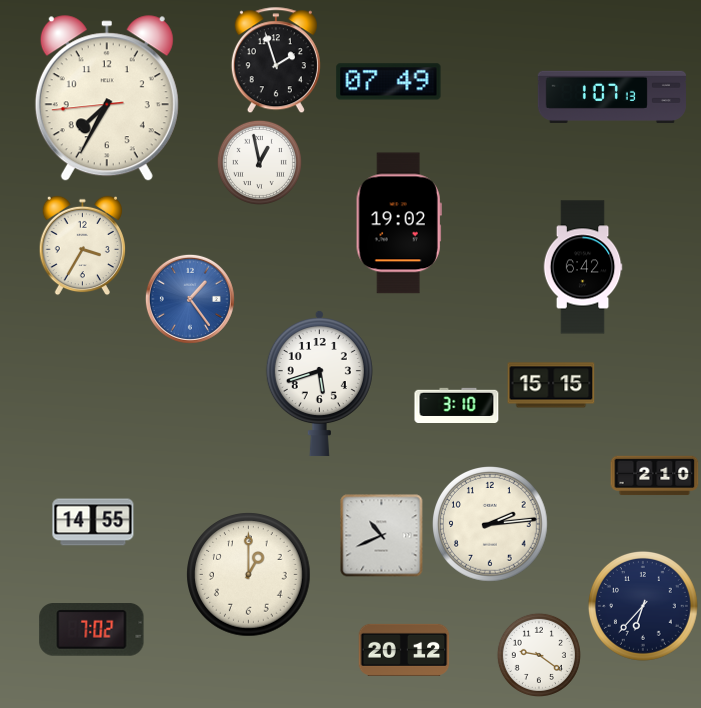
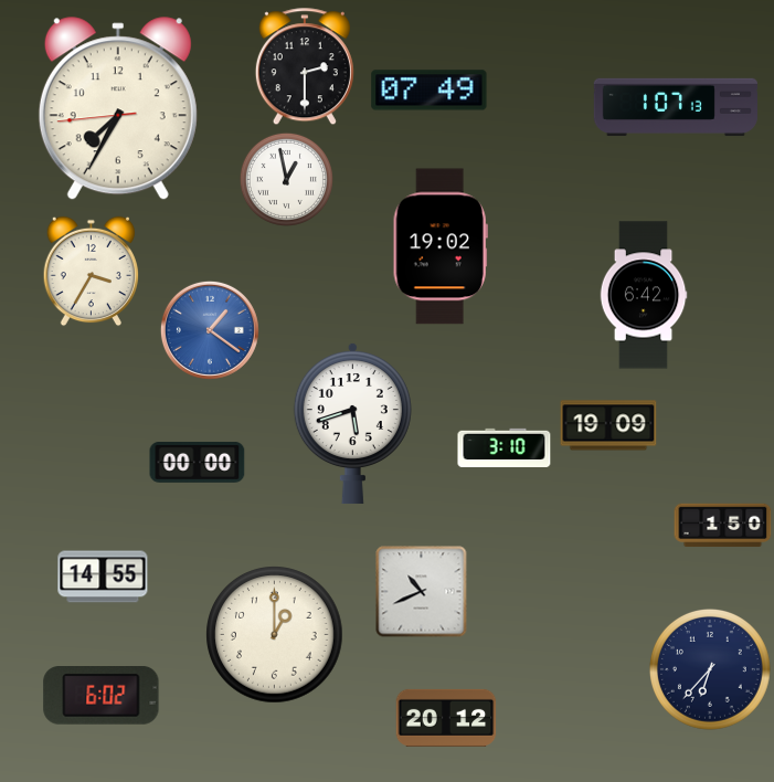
clock at (276, 61): 1:57 -> 2:30
clock at (190, 299): 1:24 -> 1:21
clock at (551, 385): 15:15 -> 19:09
clock at (198, 462): none -> 00:00
clock at (655, 476): 2:10 -> 1:50
clock at (491, 525): 2:14 -> none
clock at (92, 630): 7:02 -> 6:02
clock at (539, 655): 9:21 -> none
